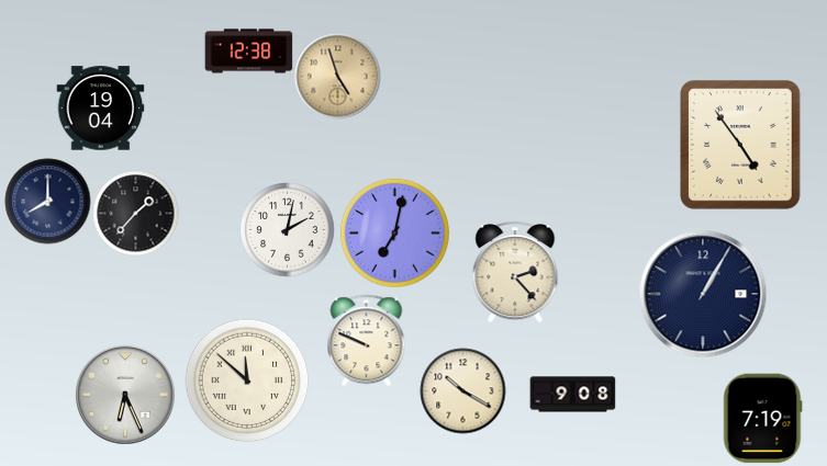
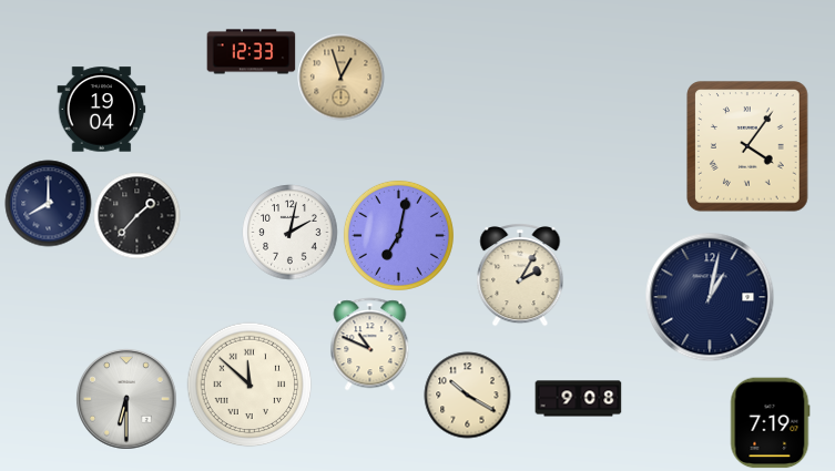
clock at (248, 52): 12:38 -> 12:33
clock at (337, 76): 4:57 -> 12:57
clock at (741, 146): 4:54 -> 4:06
clock at (515, 272): 2:23 -> 2:05
clock at (703, 294): 1:05 -> 1:02
clock at (367, 340): 9:49 -> 10:49
clock at (125, 395): 6:26 -> 6:30
